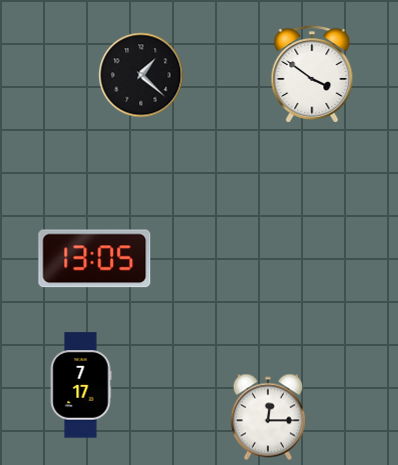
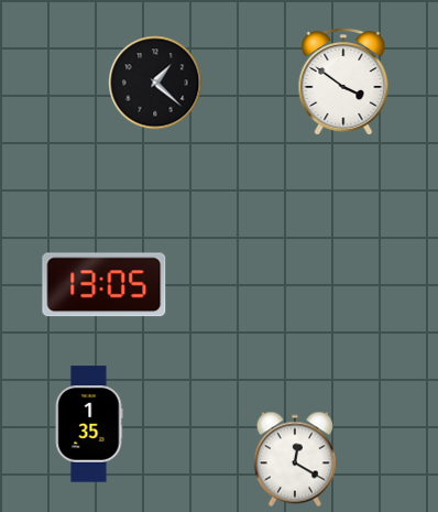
clock at (81, 385): 7:17 -> 1:35
clock at (268, 417): 12:15 -> 12:20
